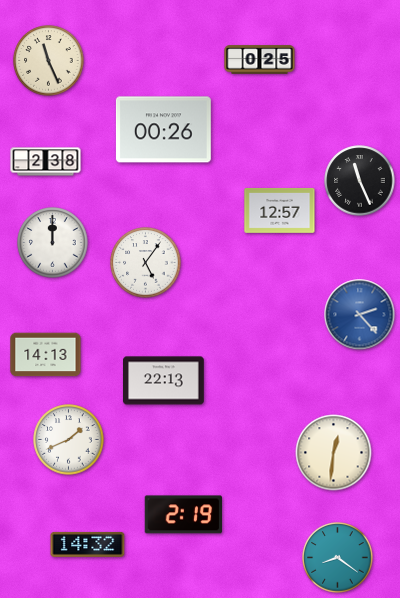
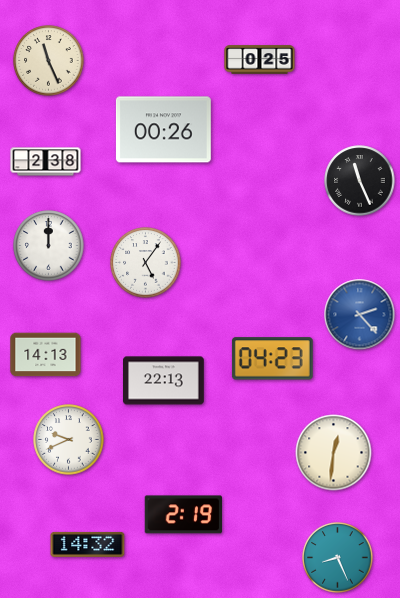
clock at (280, 211): 12:57 -> none
clock at (53, 243) position: (53, 243) -> (49, 246)
clock at (272, 359): none -> 04:23
clock at (69, 440): 1:41 -> 9:41
clock at (338, 558): 8:21 -> 8:26
